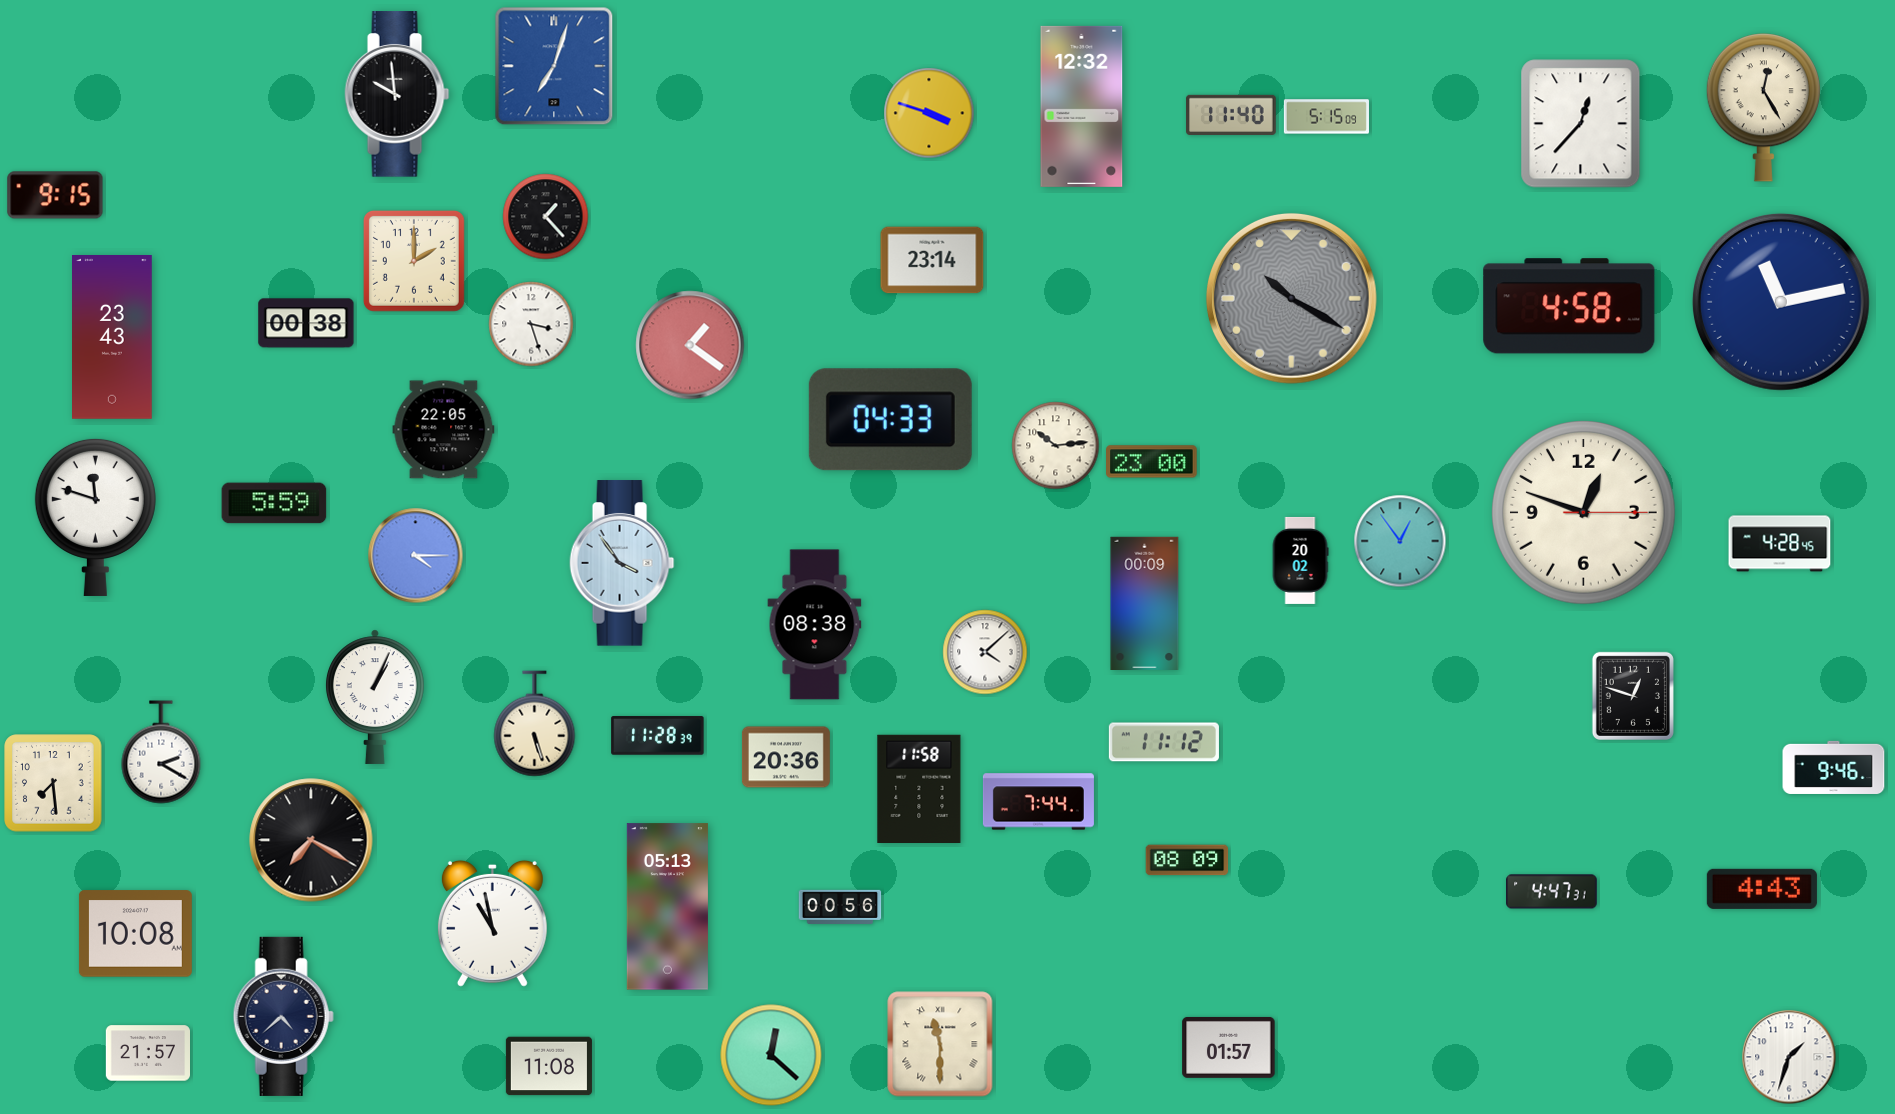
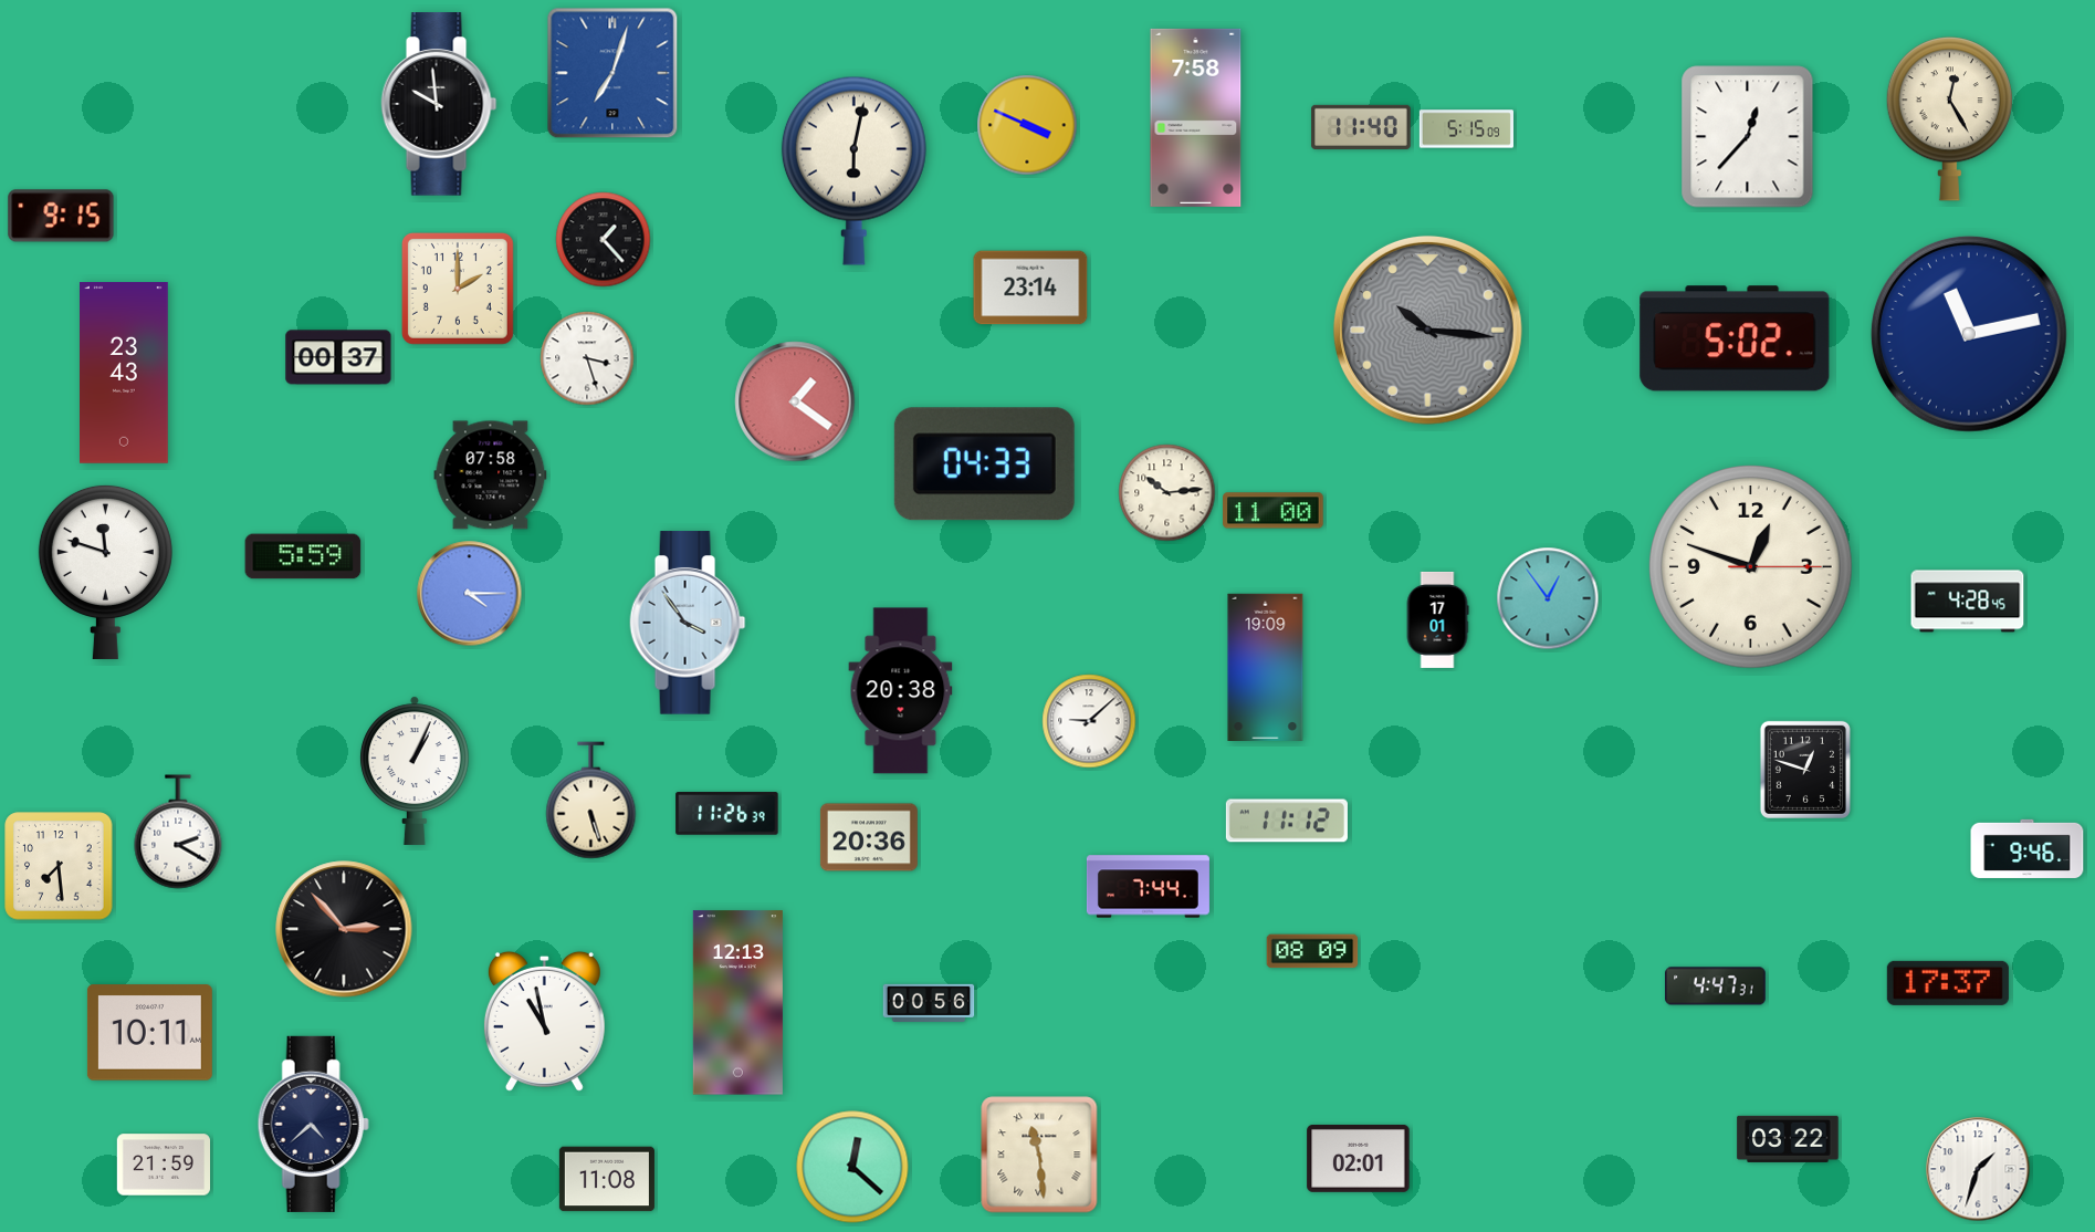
clock at (1082, 106): 12:32 -> 7:58
clock at (929, 113): 3:48 -> 3:49
clock at (853, 170): none -> 6:02
clock at (1291, 298): 10:20 -> 10:16
clock at (1569, 306): 4:58 -> 5:02
clock at (306, 323): 00:38 -> 00:37
clock at (690, 345) position: (690, 345) -> (795, 401)
clock at (444, 430): 22:05 -> 07:58
clock at (1152, 462): 23:00 -> 11:00
clock at (416, 556) position: (416, 556) -> (470, 594)
clock at (1300, 560): 20:02 -> 17:01
clock at (1145, 603): 00:09 -> 19:09
clock at (815, 625): 08:38 -> 20:38
clock at (985, 652): 4:08 -> 9:08
clock at (658, 736): 11:28 -> 11:26
clock at (919, 788): 11:58 -> none
clock at (311, 840): 7:20 -> 2:53
clock at (1762, 889): 4:43 -> 17:37
clock at (667, 907): 05:13 -> 12:13
clock at (135, 934): 10:08 -> 10:11
clock at (1788, 1139): none -> 03:22
clock at (940, 1044): 11:30 -> 11:29
clock at (1229, 1047): 01:57 -> 02:01
clock at (147, 1053): 21:57 -> 21:59
